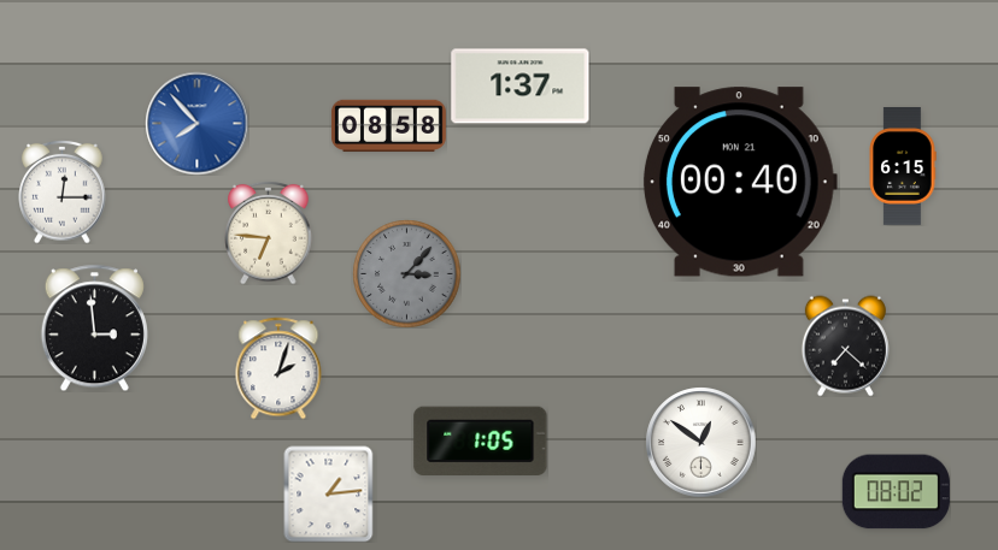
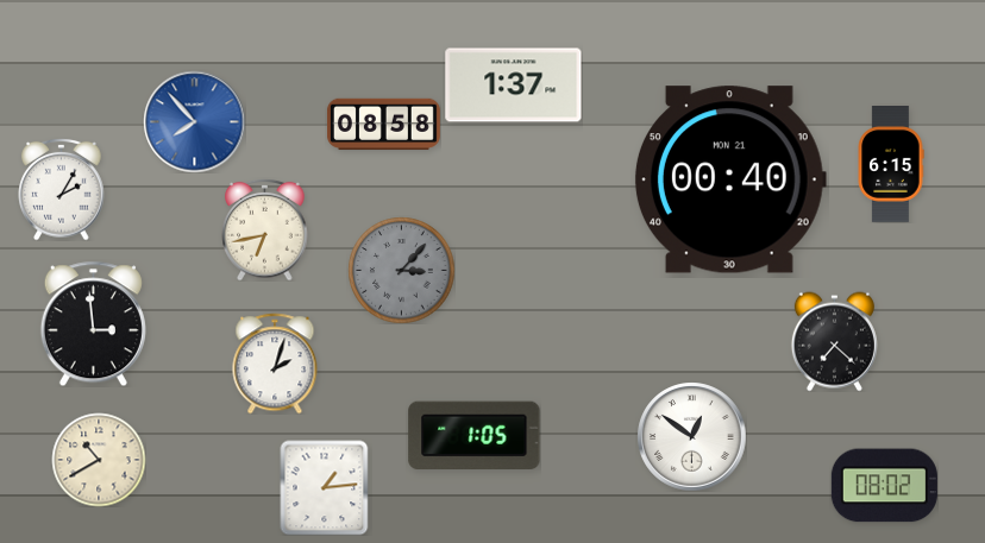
clock at (63, 191): 12:15 -> 2:05
clock at (269, 232): 6:46 -> 6:43
clock at (99, 460): none -> 10:40
